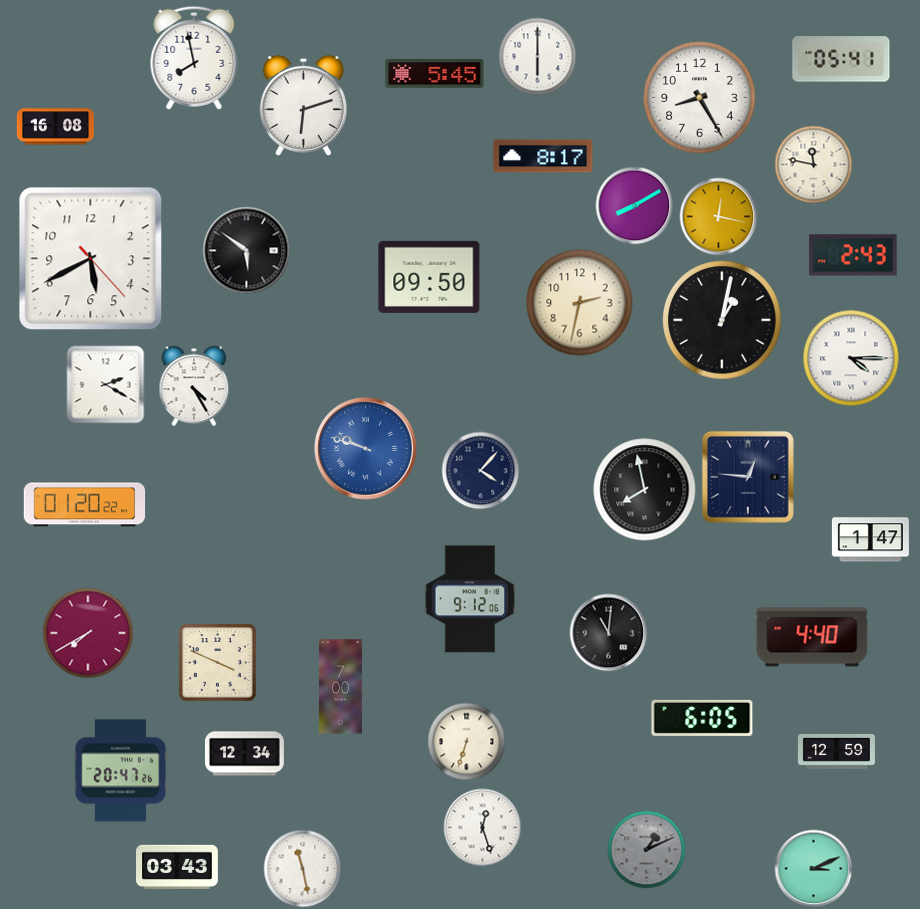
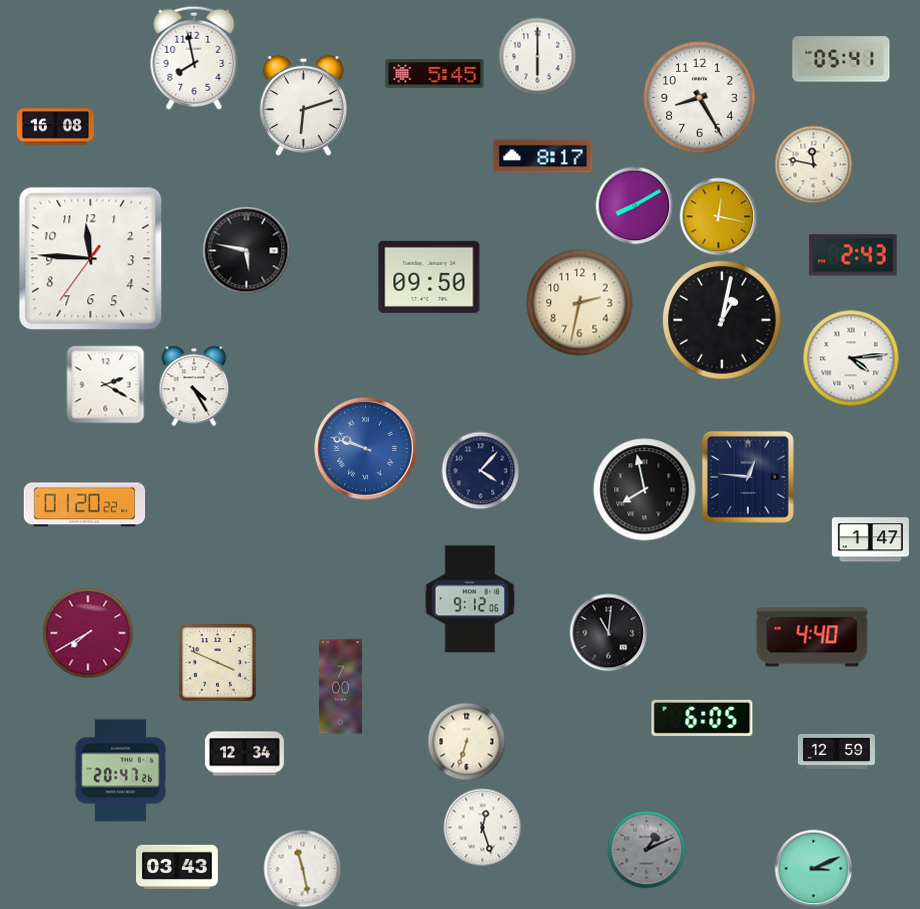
clock at (246, 250): 5:51 -> 5:47
clock at (91, 259): 5:40 -> 11:45
clock at (851, 358): 4:15 -> 4:14
